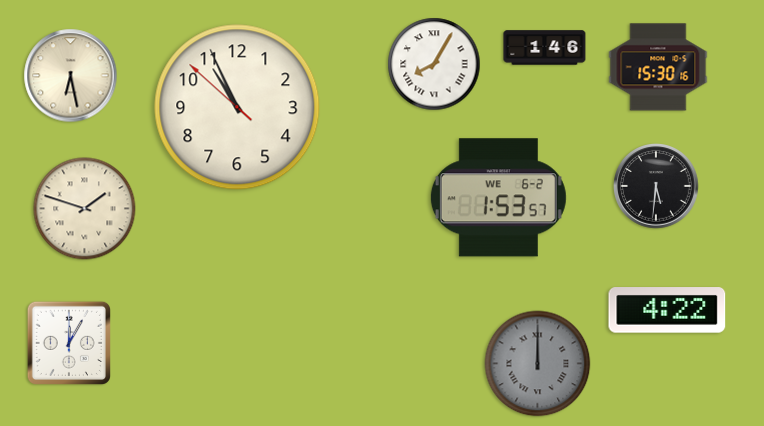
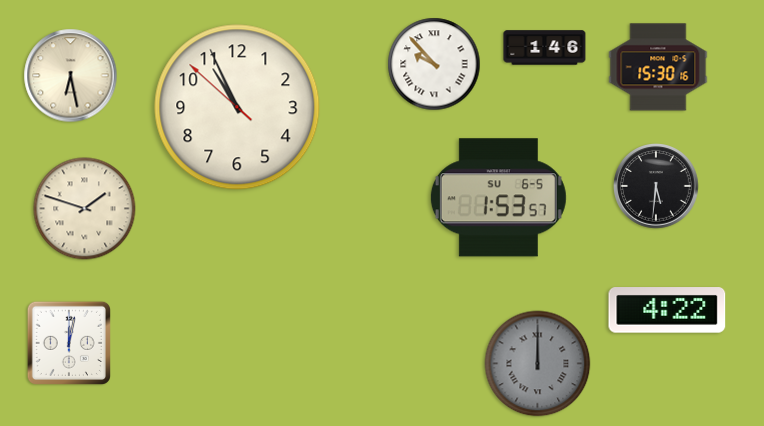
clock at (434, 64): 8:05 -> 9:53
clock at (498, 198) date: WE 6-2 -> SU 6-5
clock at (69, 343): 12:05 -> 12:02
